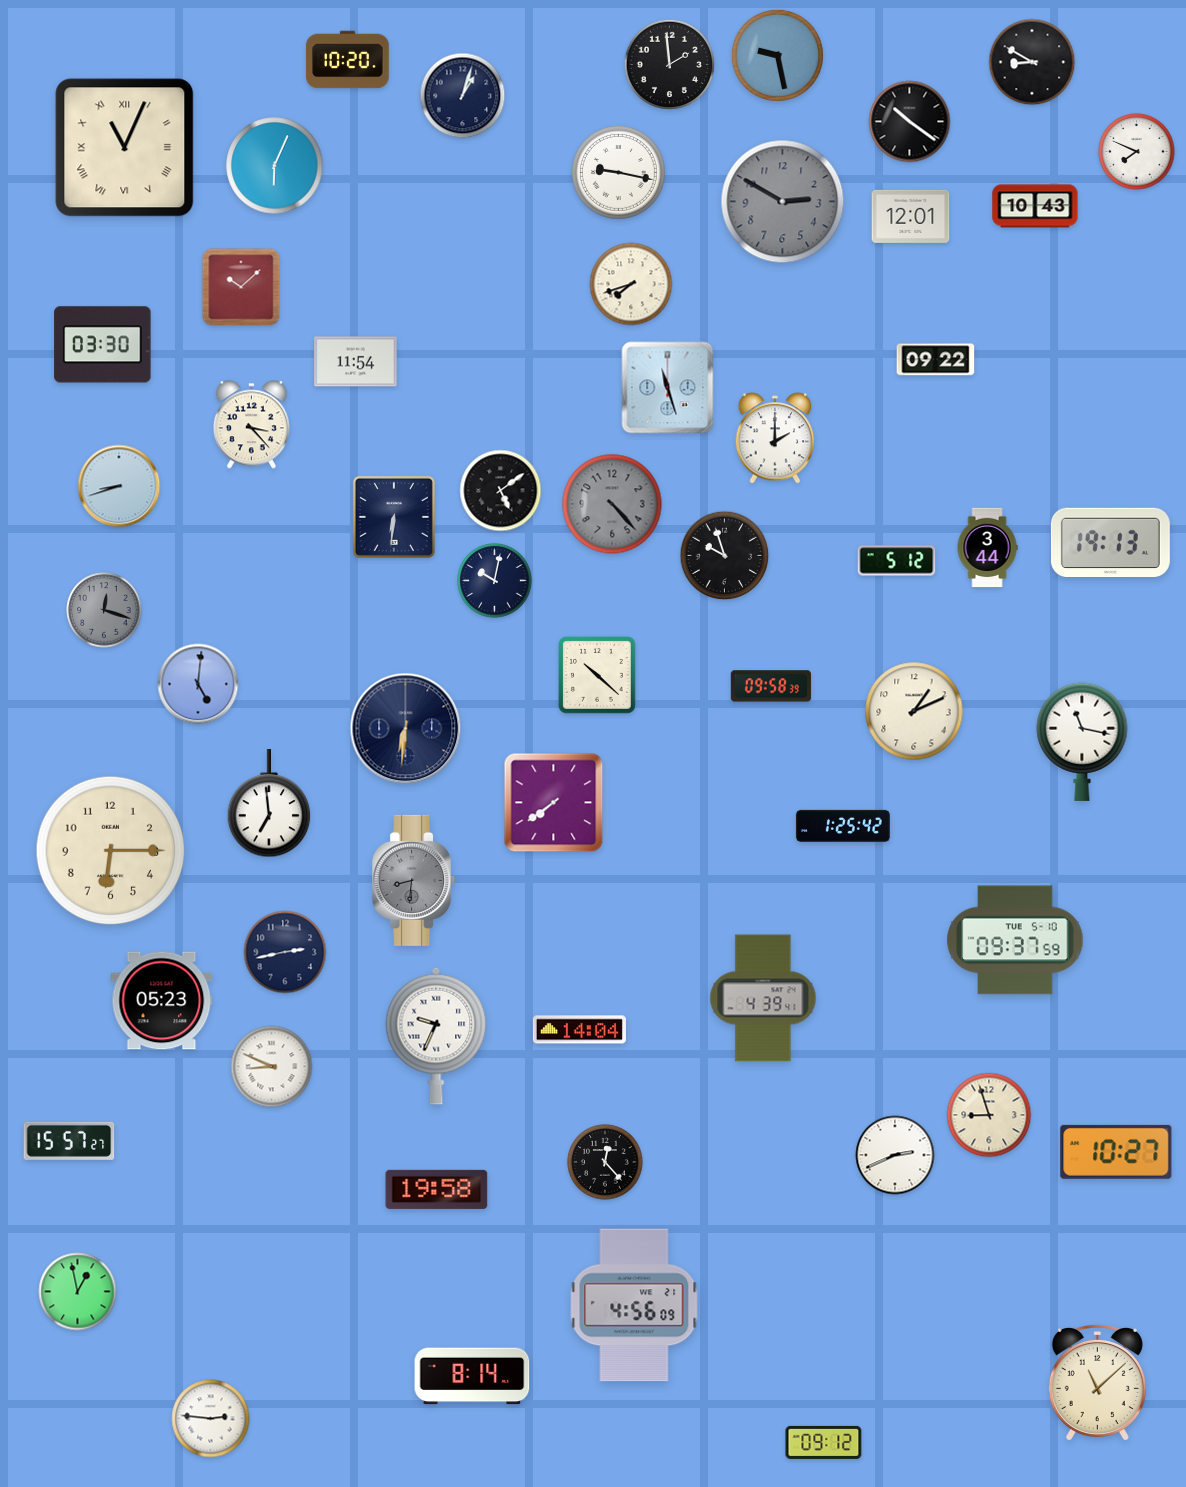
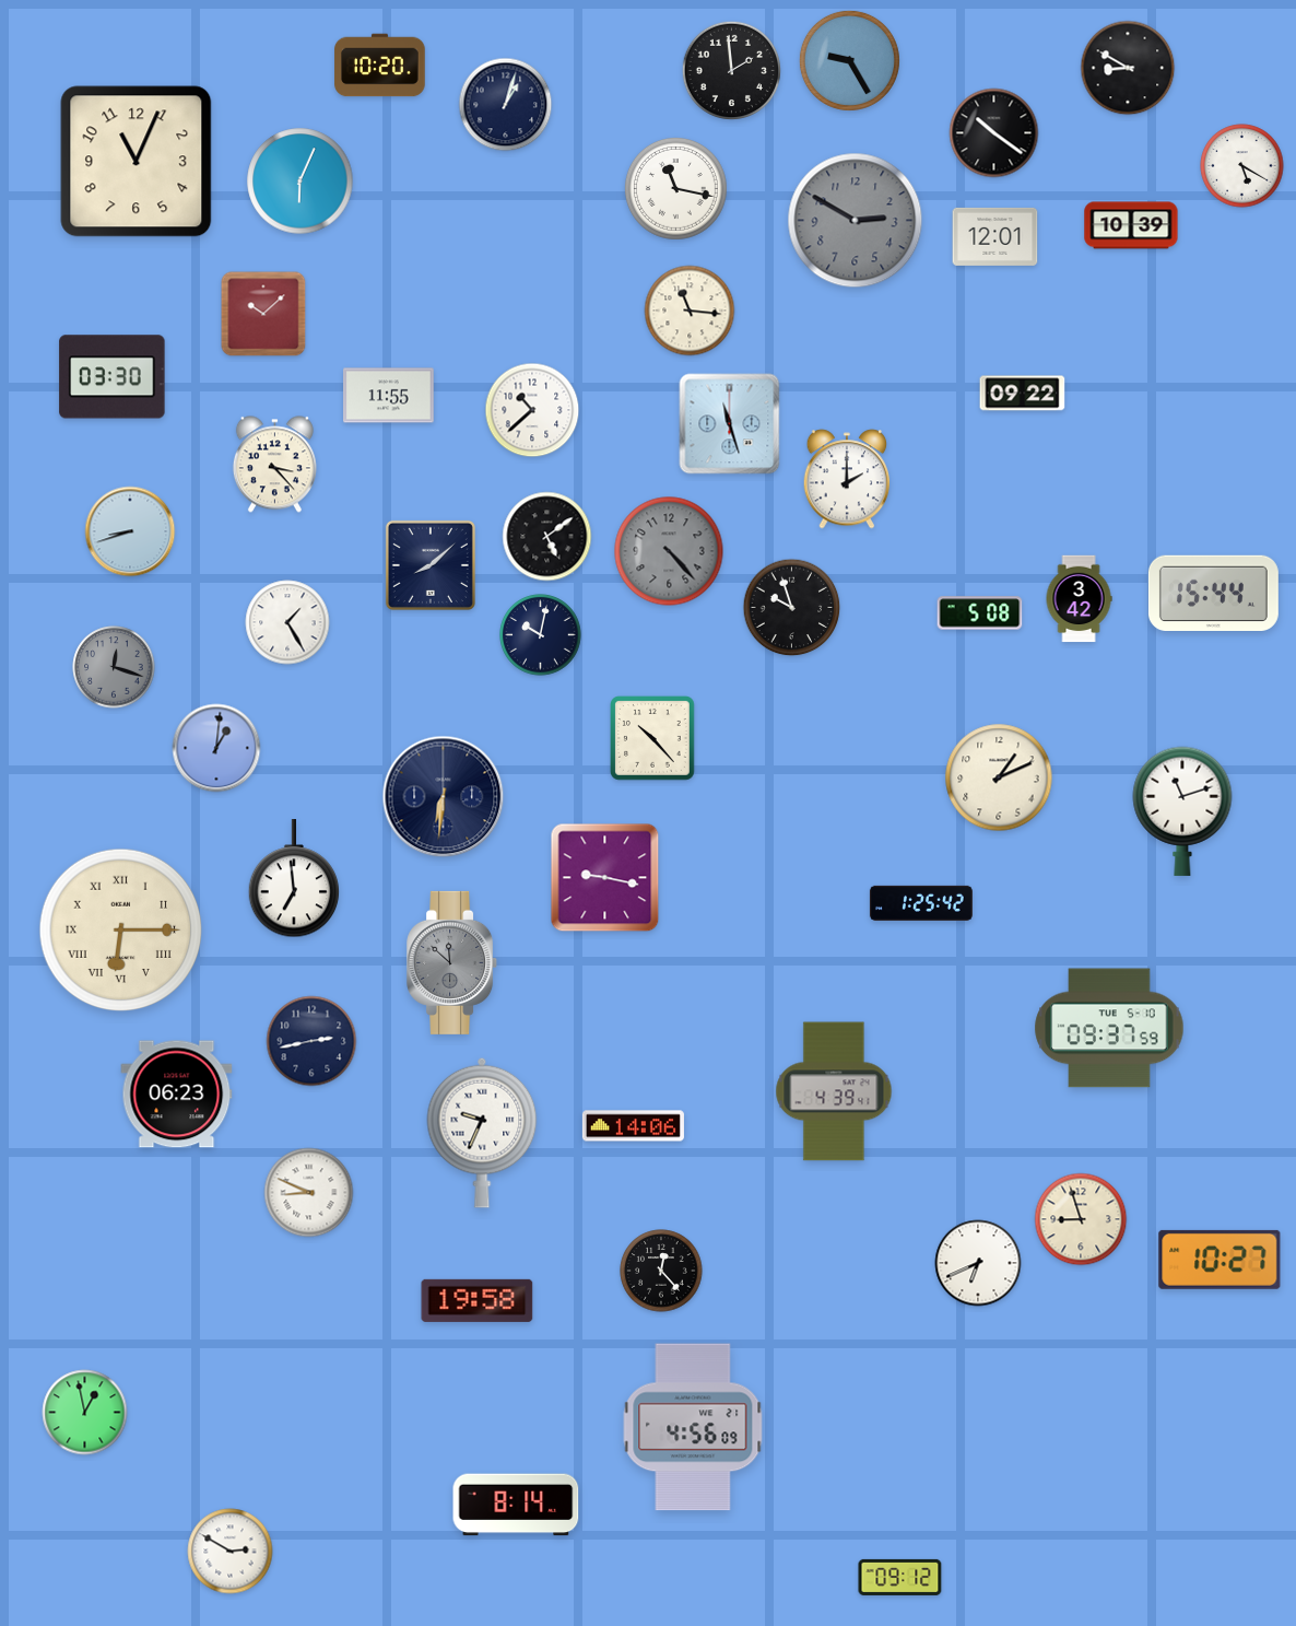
clock at (777, 55): 9:28 -> 9:25
clock at (125, 148) numerals: Roman -> Arabic
clock at (1137, 152): 7:49 -> 5:20
clock at (618, 172): 9:17 -> 11:17
clock at (1035, 206): 10:43 -> 10:39
clock at (631, 284): 7:42 -> 11:16
clock at (356, 362): 11:54 -> 11:55
clock at (532, 410): none -> 10:38
clock at (394, 517): 6:31 -> 8:08
clock at (1110, 542): 19:13 -> 15:44
clock at (987, 548): 3:44 -> 3:42
clock at (897, 561): 5:12 -> 5:08
clock at (287, 622): none -> 1:25
clock at (598, 676): 10:22 -> 10:23
clock at (198, 684): 5:01 -> 1:01
clock at (771, 686): 09:58 -> none
clock at (1082, 742): 11:17 -> 11:12
clock at (554, 803): 7:39 -> 9:17
clock at (111, 851) numerals: Arabic -> Roman
clock at (414, 880): 8:31 -> 11:52
clock at (162, 1001): 05:23 -> 06:23
clock at (579, 1030): 14:04 -> 14:06
clock at (436, 1036) position: (436, 1036) -> (482, 1133)
clock at (272, 1067) position: (272, 1067) -> (309, 1193)
clock at (69, 1141): 15:57 -> none
clock at (895, 1155): 2:41 -> 6:41
clock at (1097, 1382): 11:08 -> none
clock at (211, 1419): 2:46 -> 2:50
